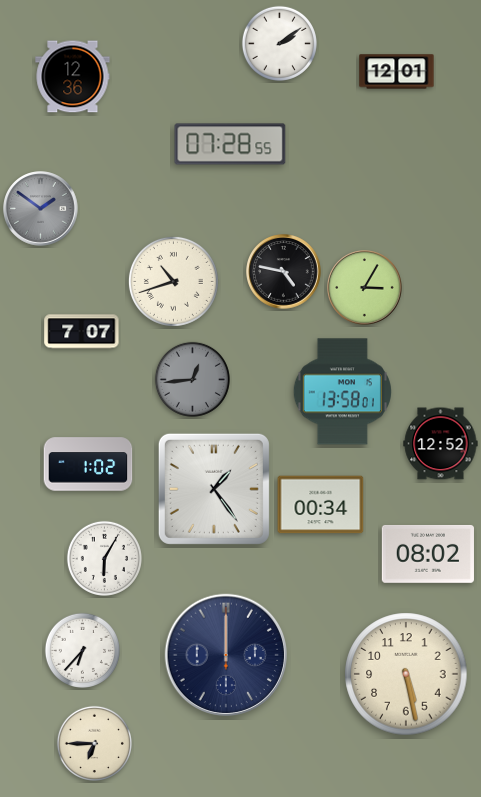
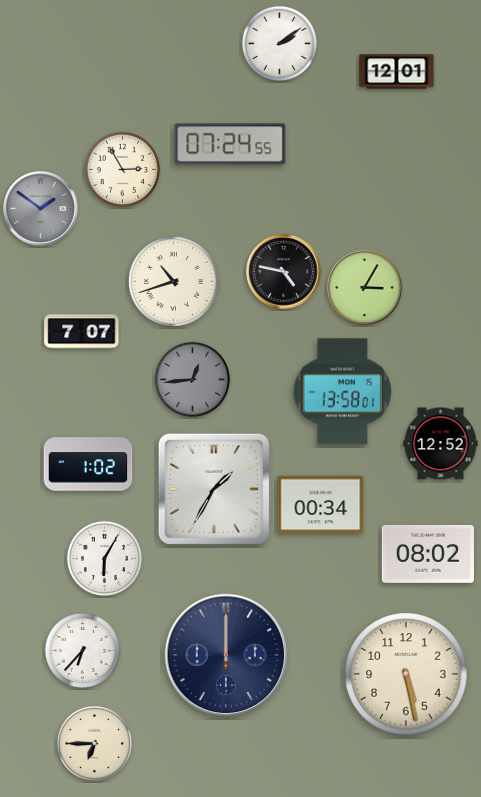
clock at (73, 77): 12:36 -> none
clock at (230, 144): 07:28 -> 07:24
clock at (122, 169): none -> 2:55
clock at (214, 489): 1:24 -> 1:35
